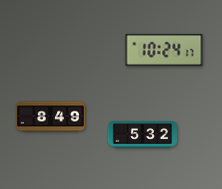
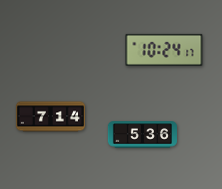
clock at (50, 117): 8:49 -> 7:14
clock at (142, 135): 5:32 -> 5:36
